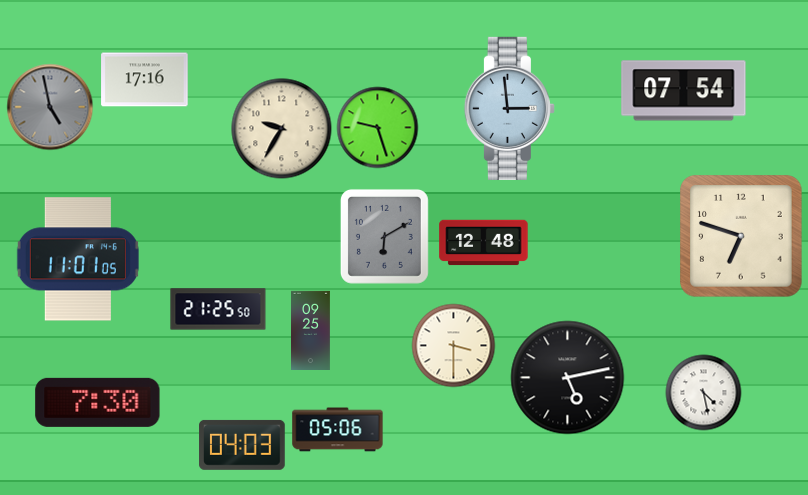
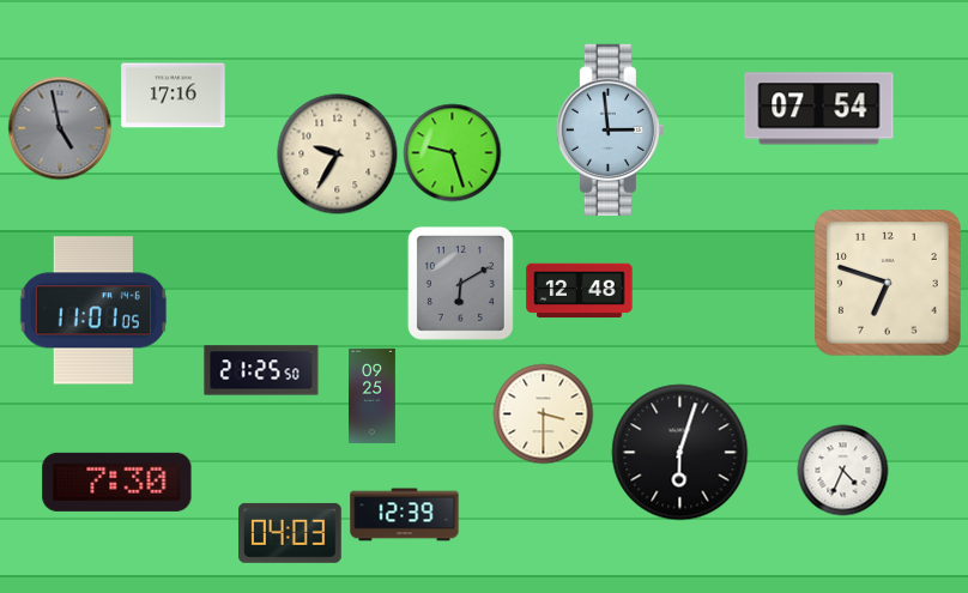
clock at (568, 378): 5:13 -> 6:03
clock at (704, 393): 4:28 -> 4:34
clock at (338, 430): 05:06 -> 12:39
